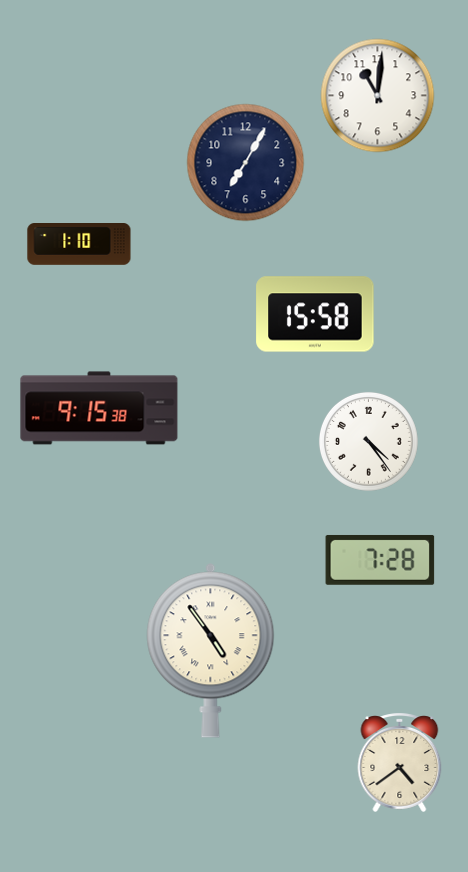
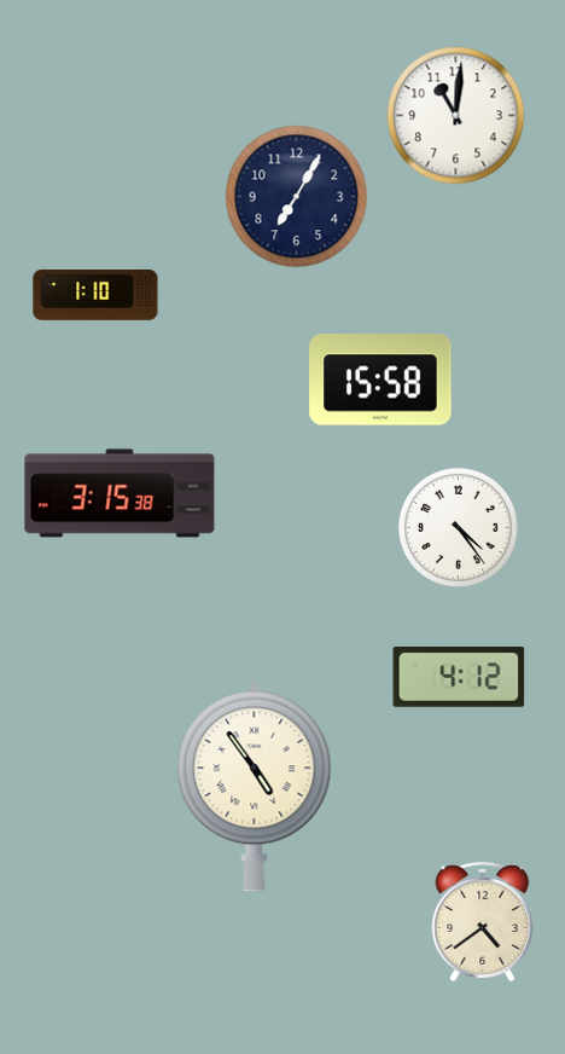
clock at (99, 408): 9:15 -> 3:15
clock at (368, 441) position: (368, 441) -> (458, 527)
clock at (380, 560): 7:28 -> 4:12
